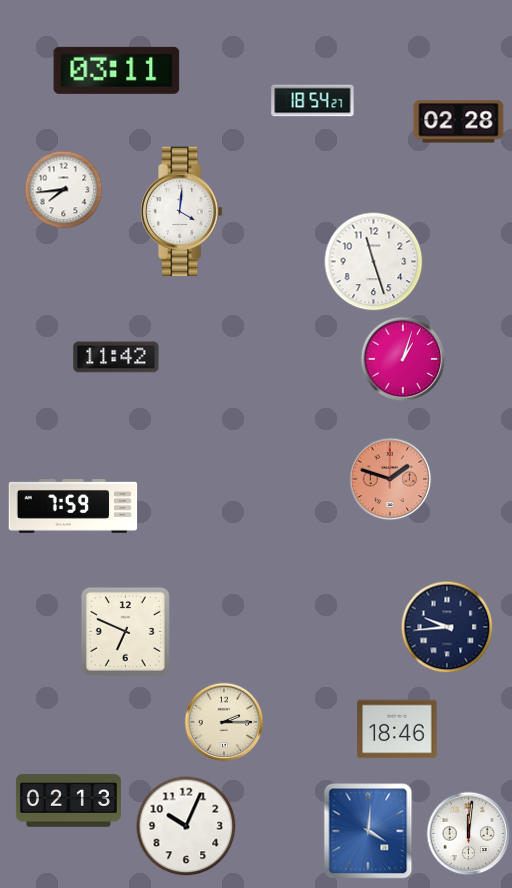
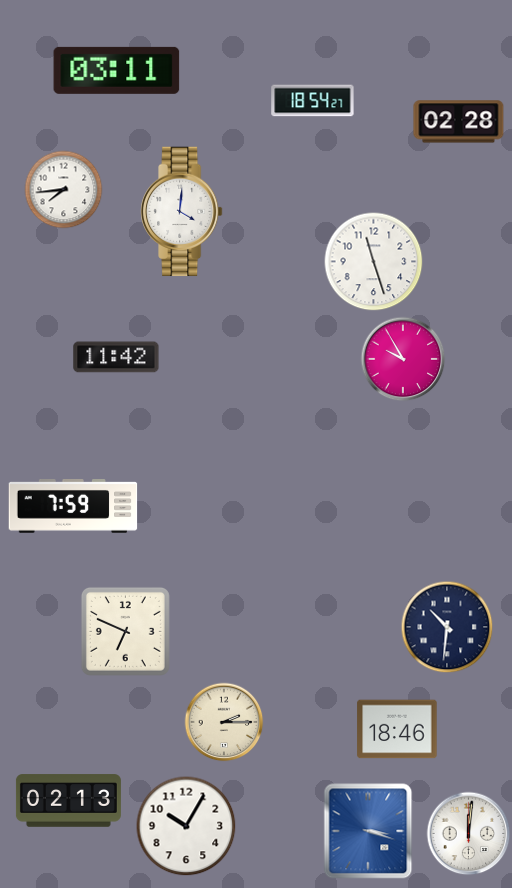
clock at (403, 359): 1:03 -> 9:55
clock at (390, 479): 1:48 -> none
clock at (447, 627): 9:44 -> 10:31
clock at (186, 826): 10:04 -> 10:05
clock at (368, 831): 4:01 -> 3:18
